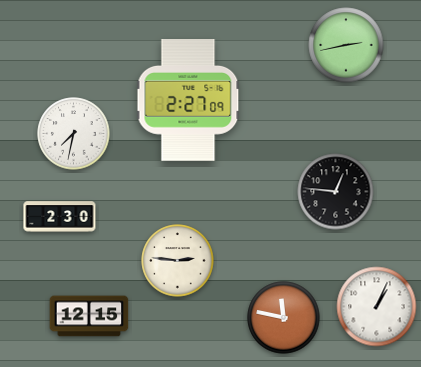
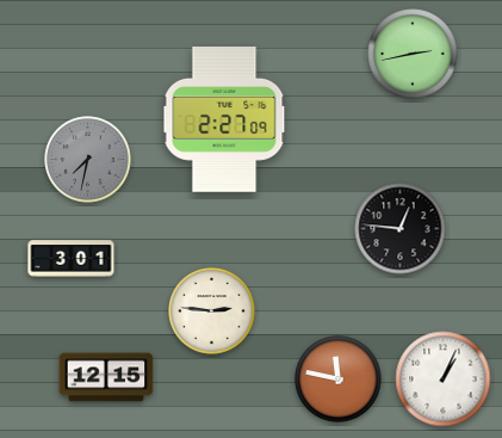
clock at (74, 134) dial: white -> grey
clock at (60, 217): 2:30 -> 3:01
clock at (377, 307) position: (377, 307) -> (444, 380)
